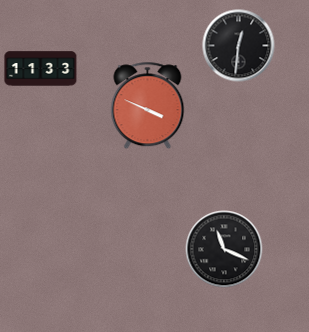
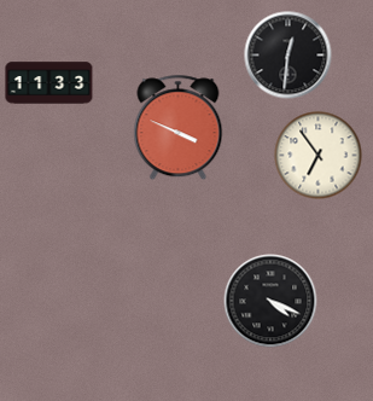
clock at (319, 156): none -> 6:54
clock at (224, 249): 11:19 -> 4:19
